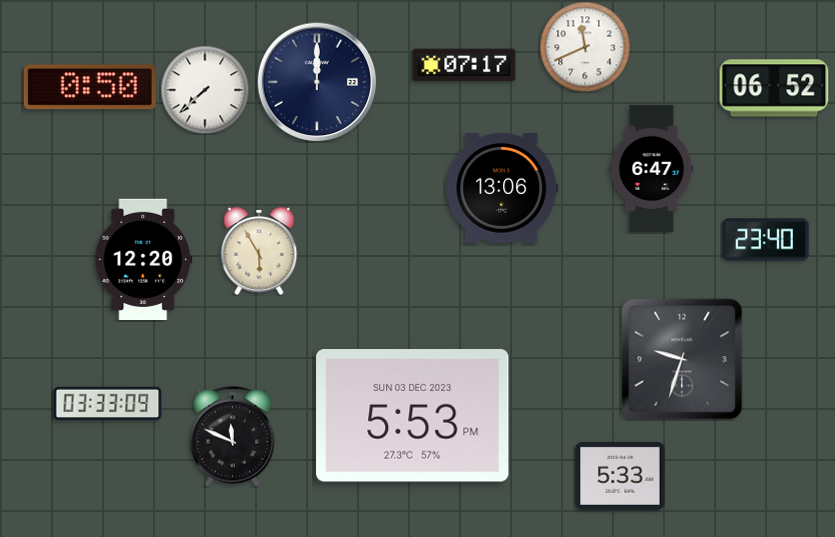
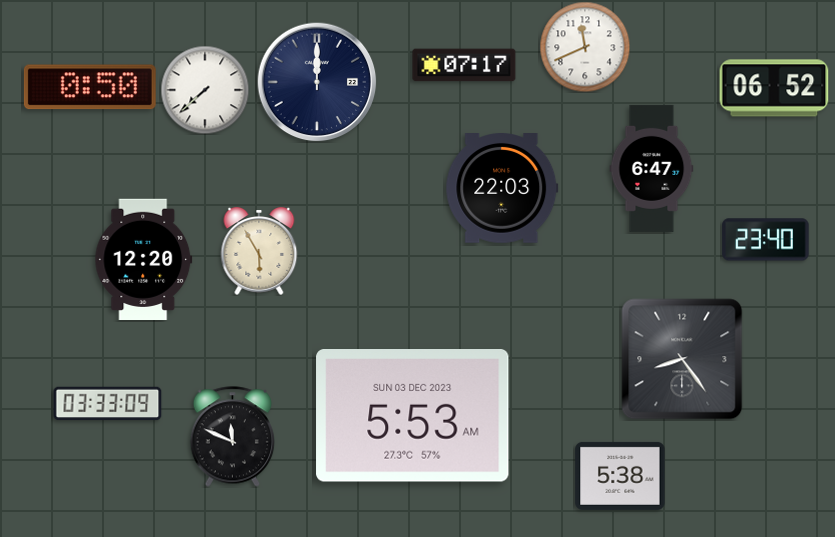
clock at (502, 189): 13:06 -> 22:03
clock at (682, 359): 9:33 -> 8:24
clock at (413, 416): 5:53 PM -> 5:53 AM
clock at (620, 476): 5:33 -> 5:38
